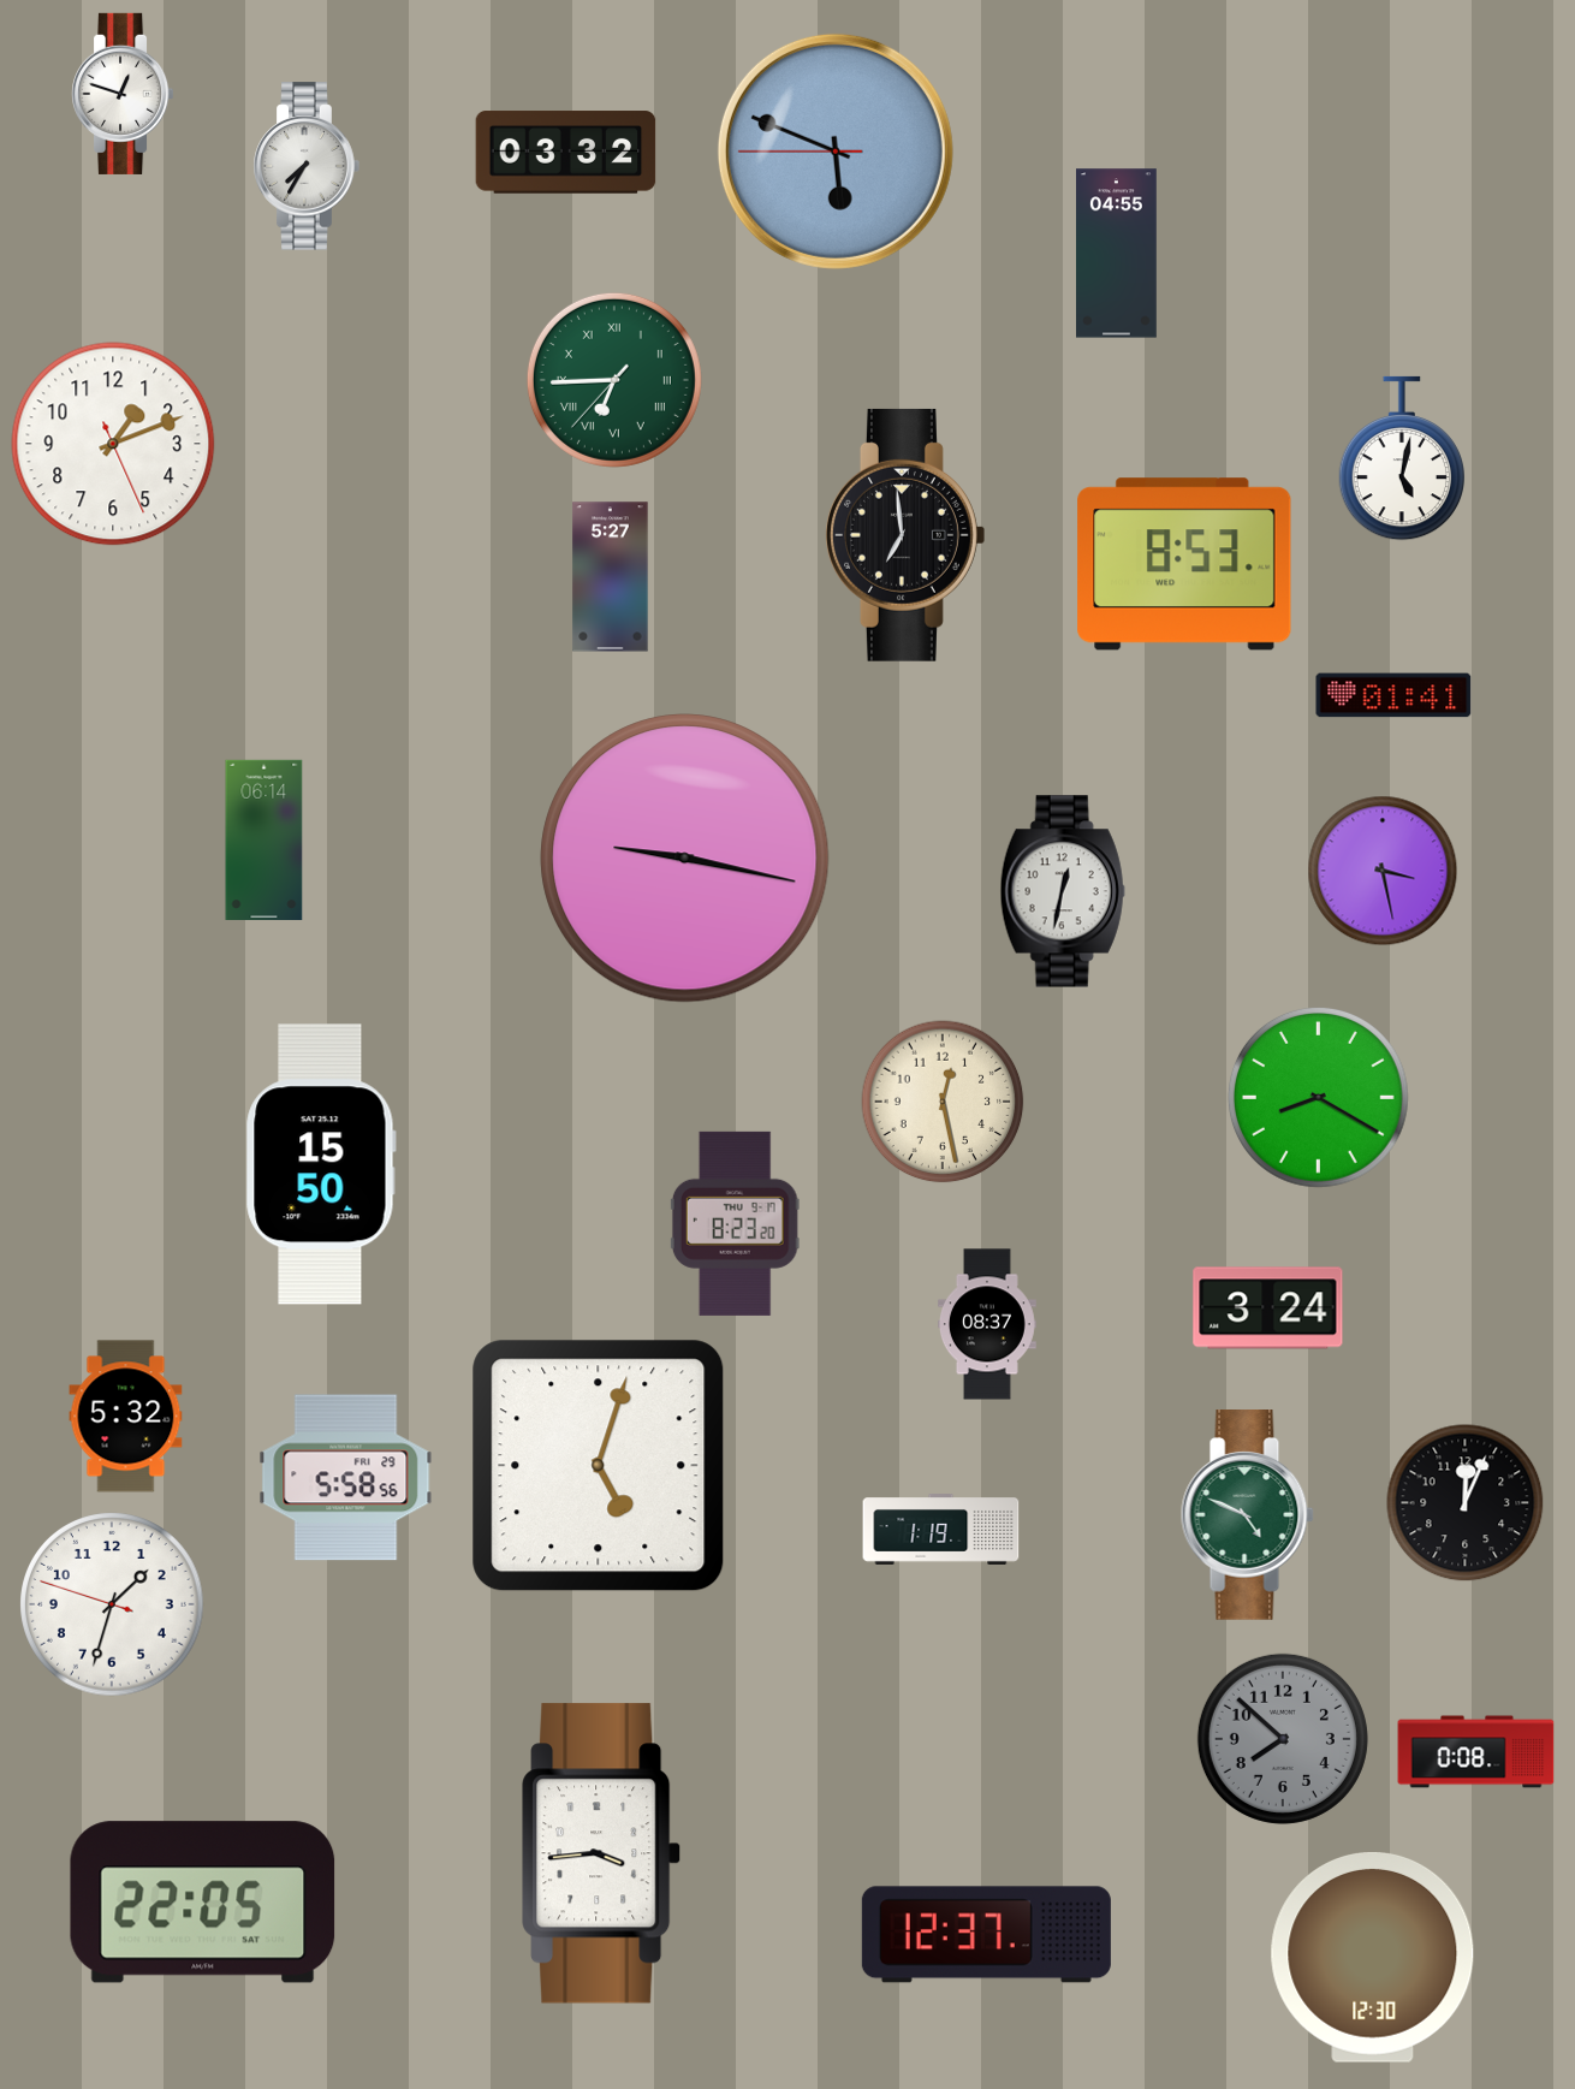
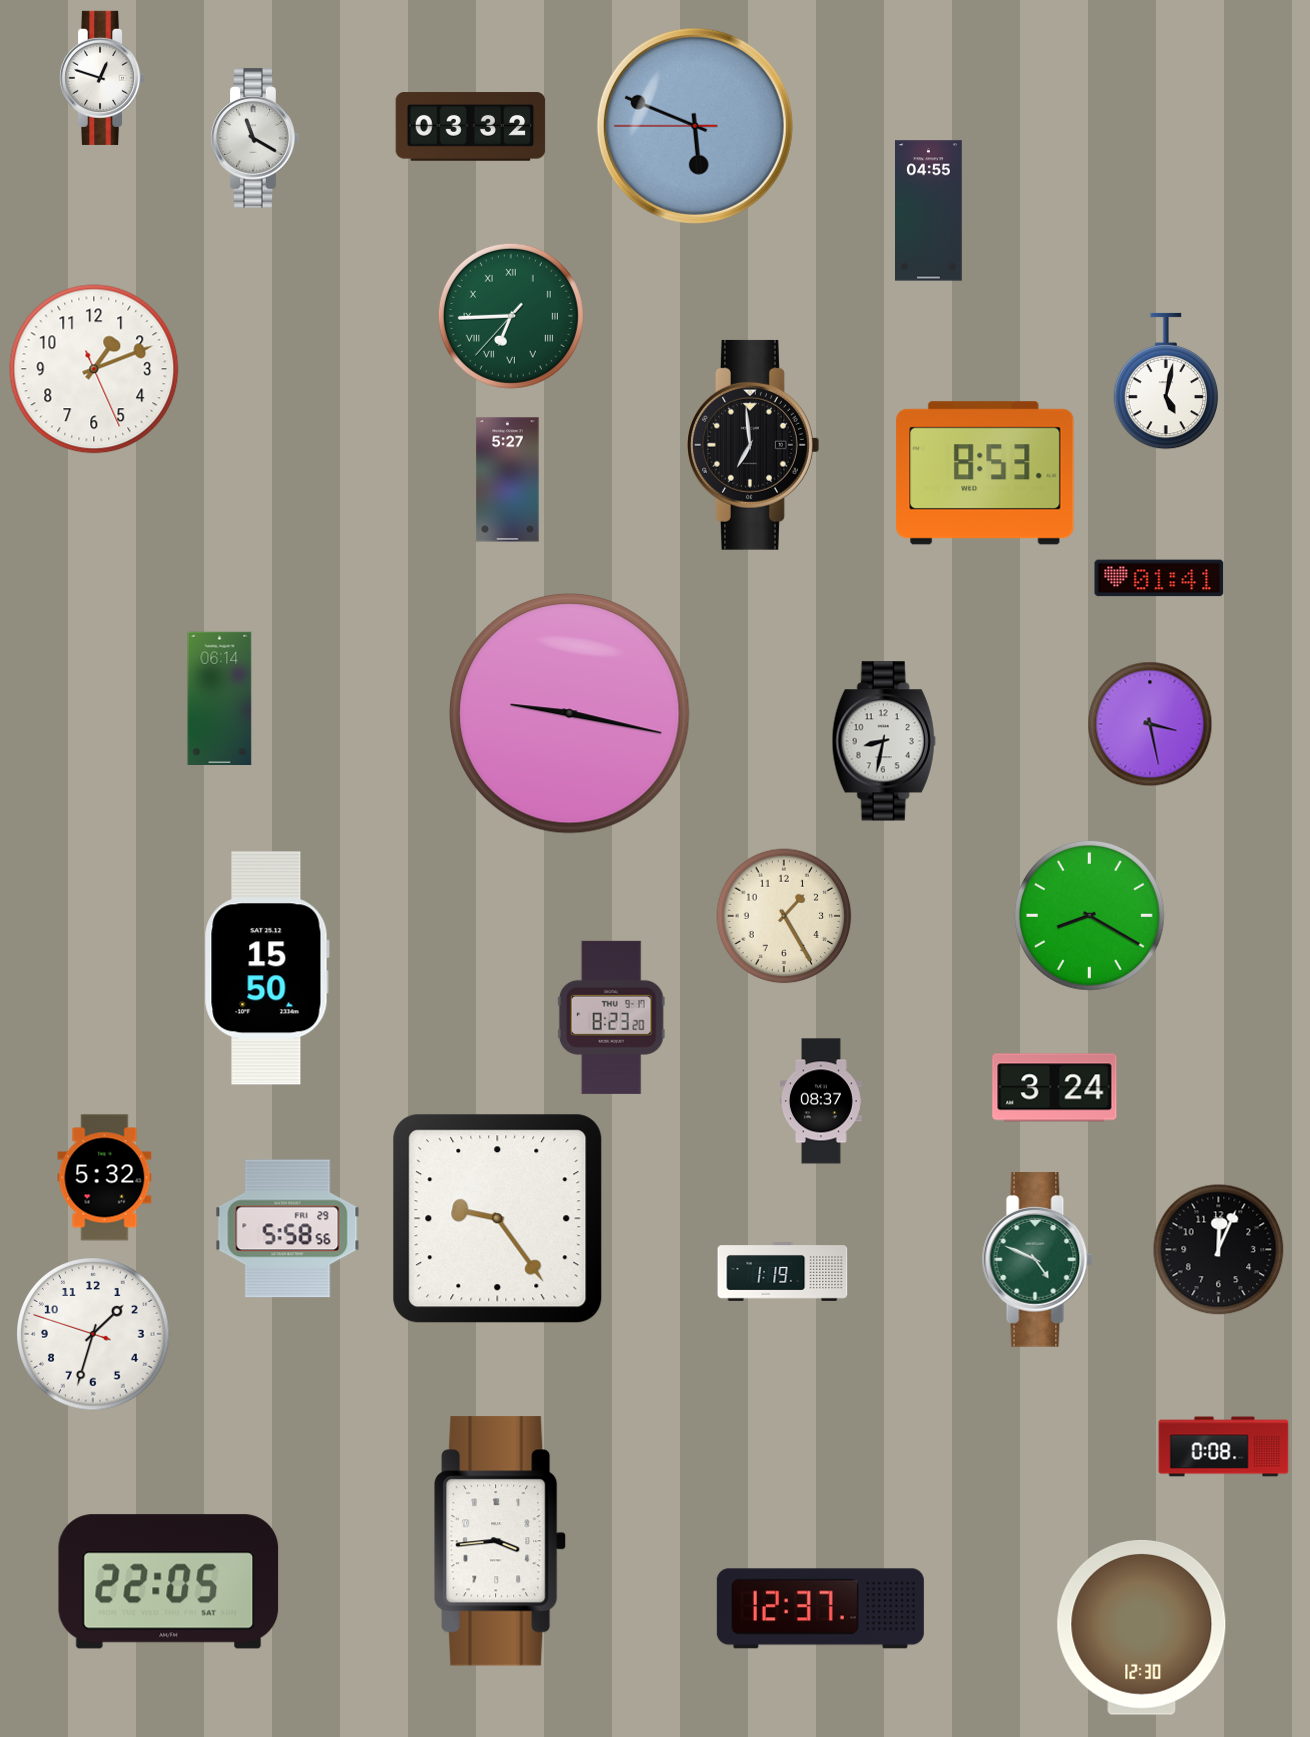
clock at (307, 166): 7:35 -> 11:20
clock at (1184, 564) position: (1184, 564) -> (985, 473)
clock at (1063, 891): 12:32 -> 8:32
clock at (1318, 1097) position: (1318, 1097) -> (1089, 915)
clock at (943, 1102): 12:28 -> 1:25
clock at (599, 1466): 5:03 -> 9:24
clock at (1283, 1739): 7:52 -> none
clock at (1476, 1752) position: (1476, 1752) -> (1224, 1447)
